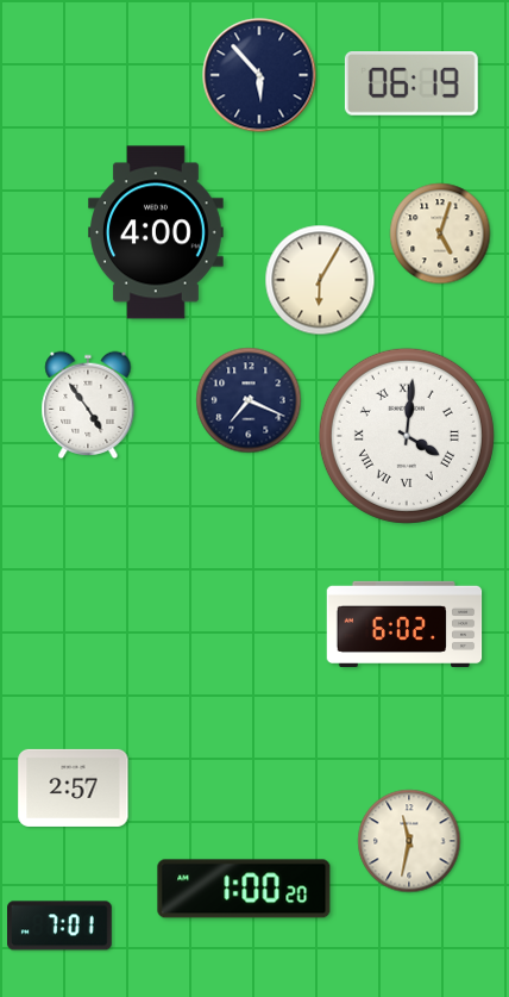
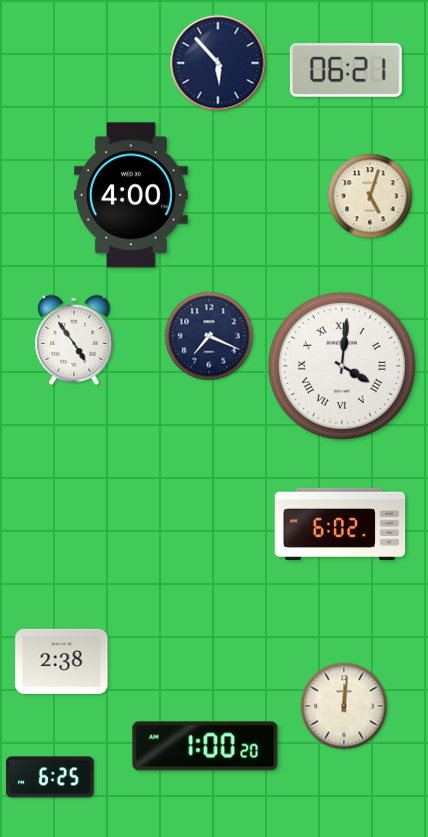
clock at (411, 85): 06:19 -> 06:21
clock at (320, 280): 6:05 -> none
clock at (74, 787): 2:57 -> 2:38
clock at (409, 841): 11:32 -> 12:01
clock at (61, 926): 7:01 -> 6:25
